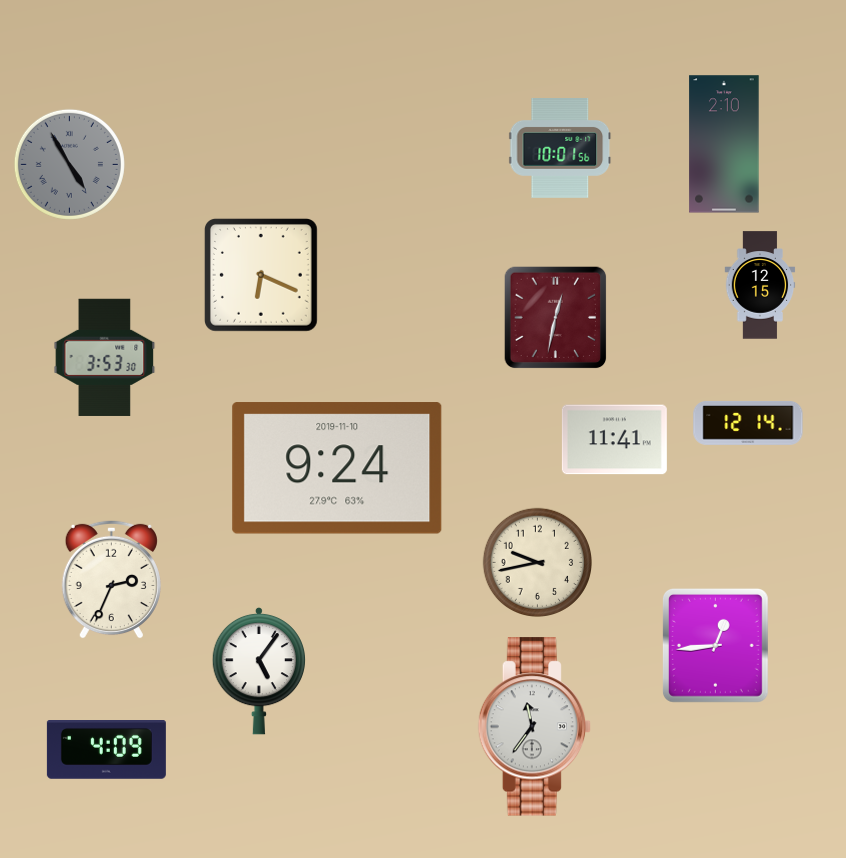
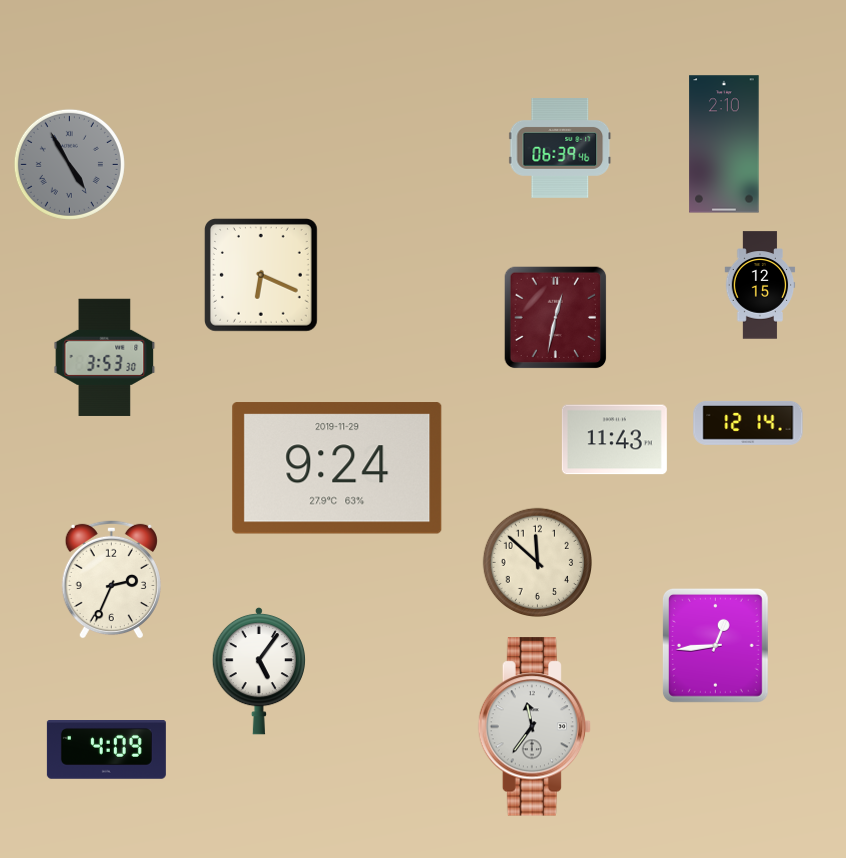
clock at (560, 149): 10:01 -> 06:39
clock at (614, 440): 11:41 -> 11:43
clock at (337, 468) date: 2019-11-10 -> 2019-11-29
clock at (537, 562): 9:43 -> 11:52
